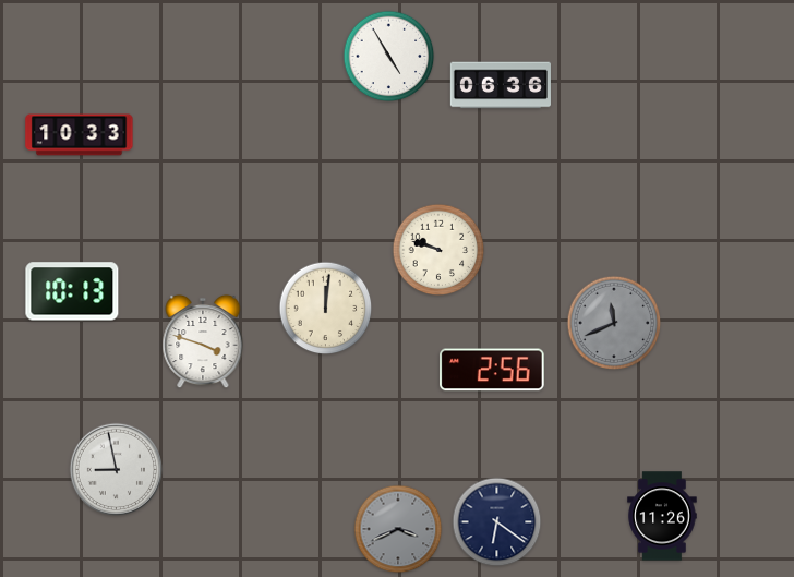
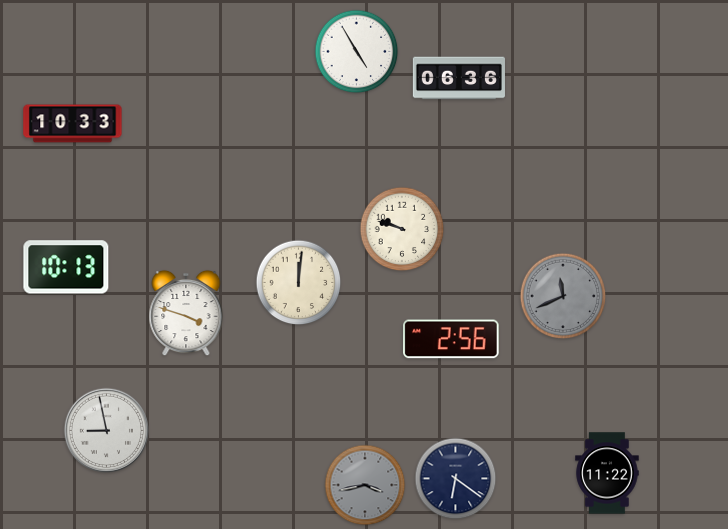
clock at (662, 516): 11:26 -> 11:22
clock at (398, 529): 3:41 -> 3:43
